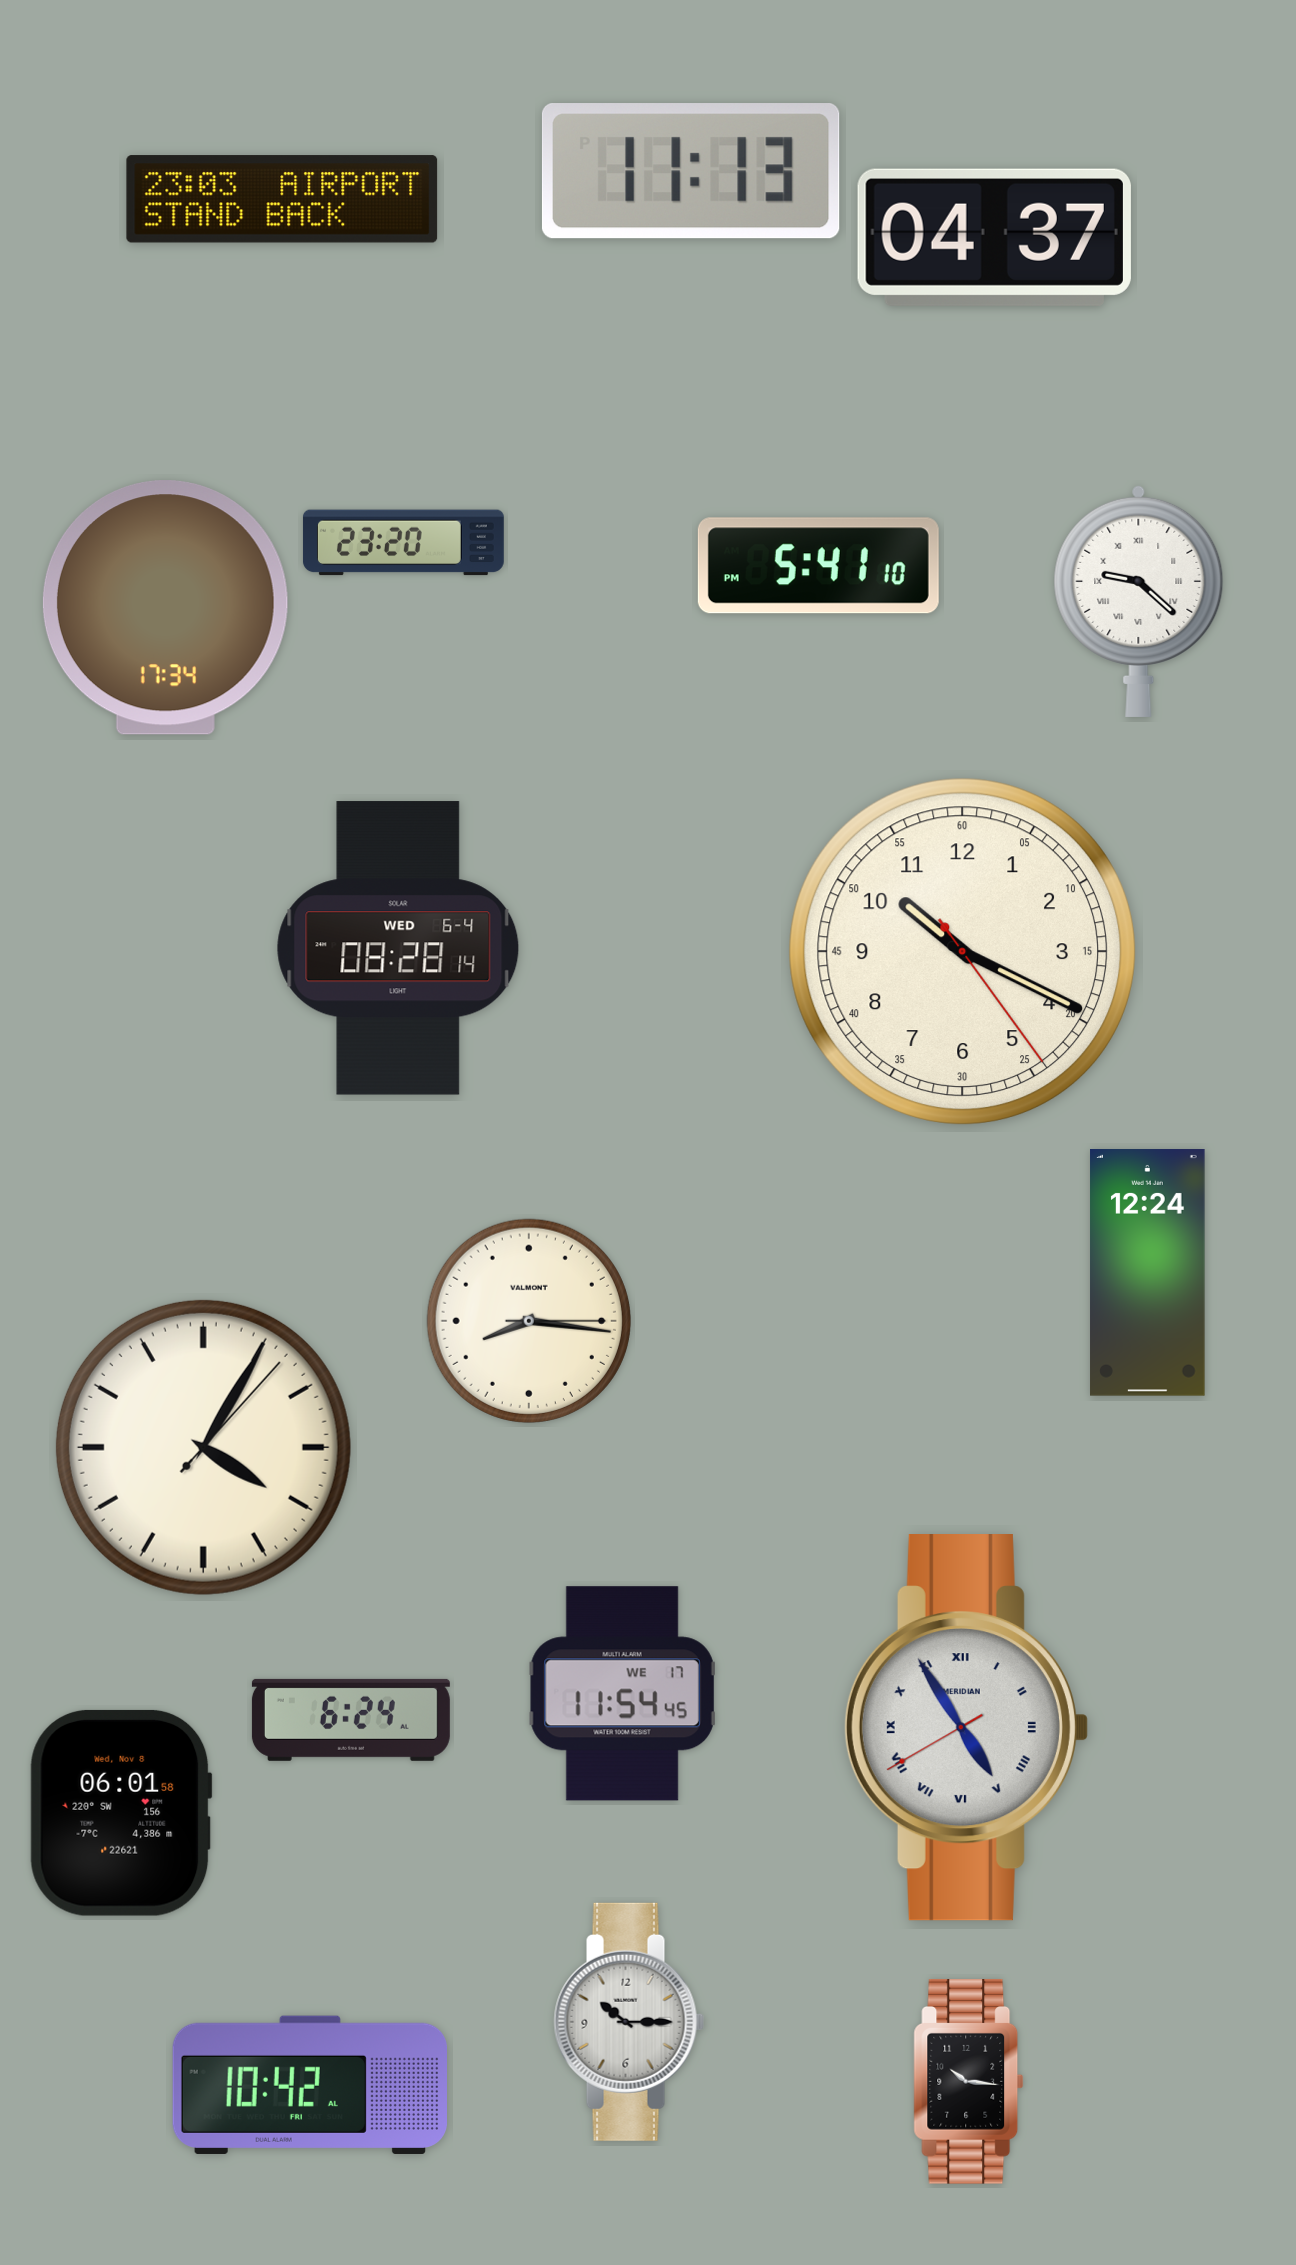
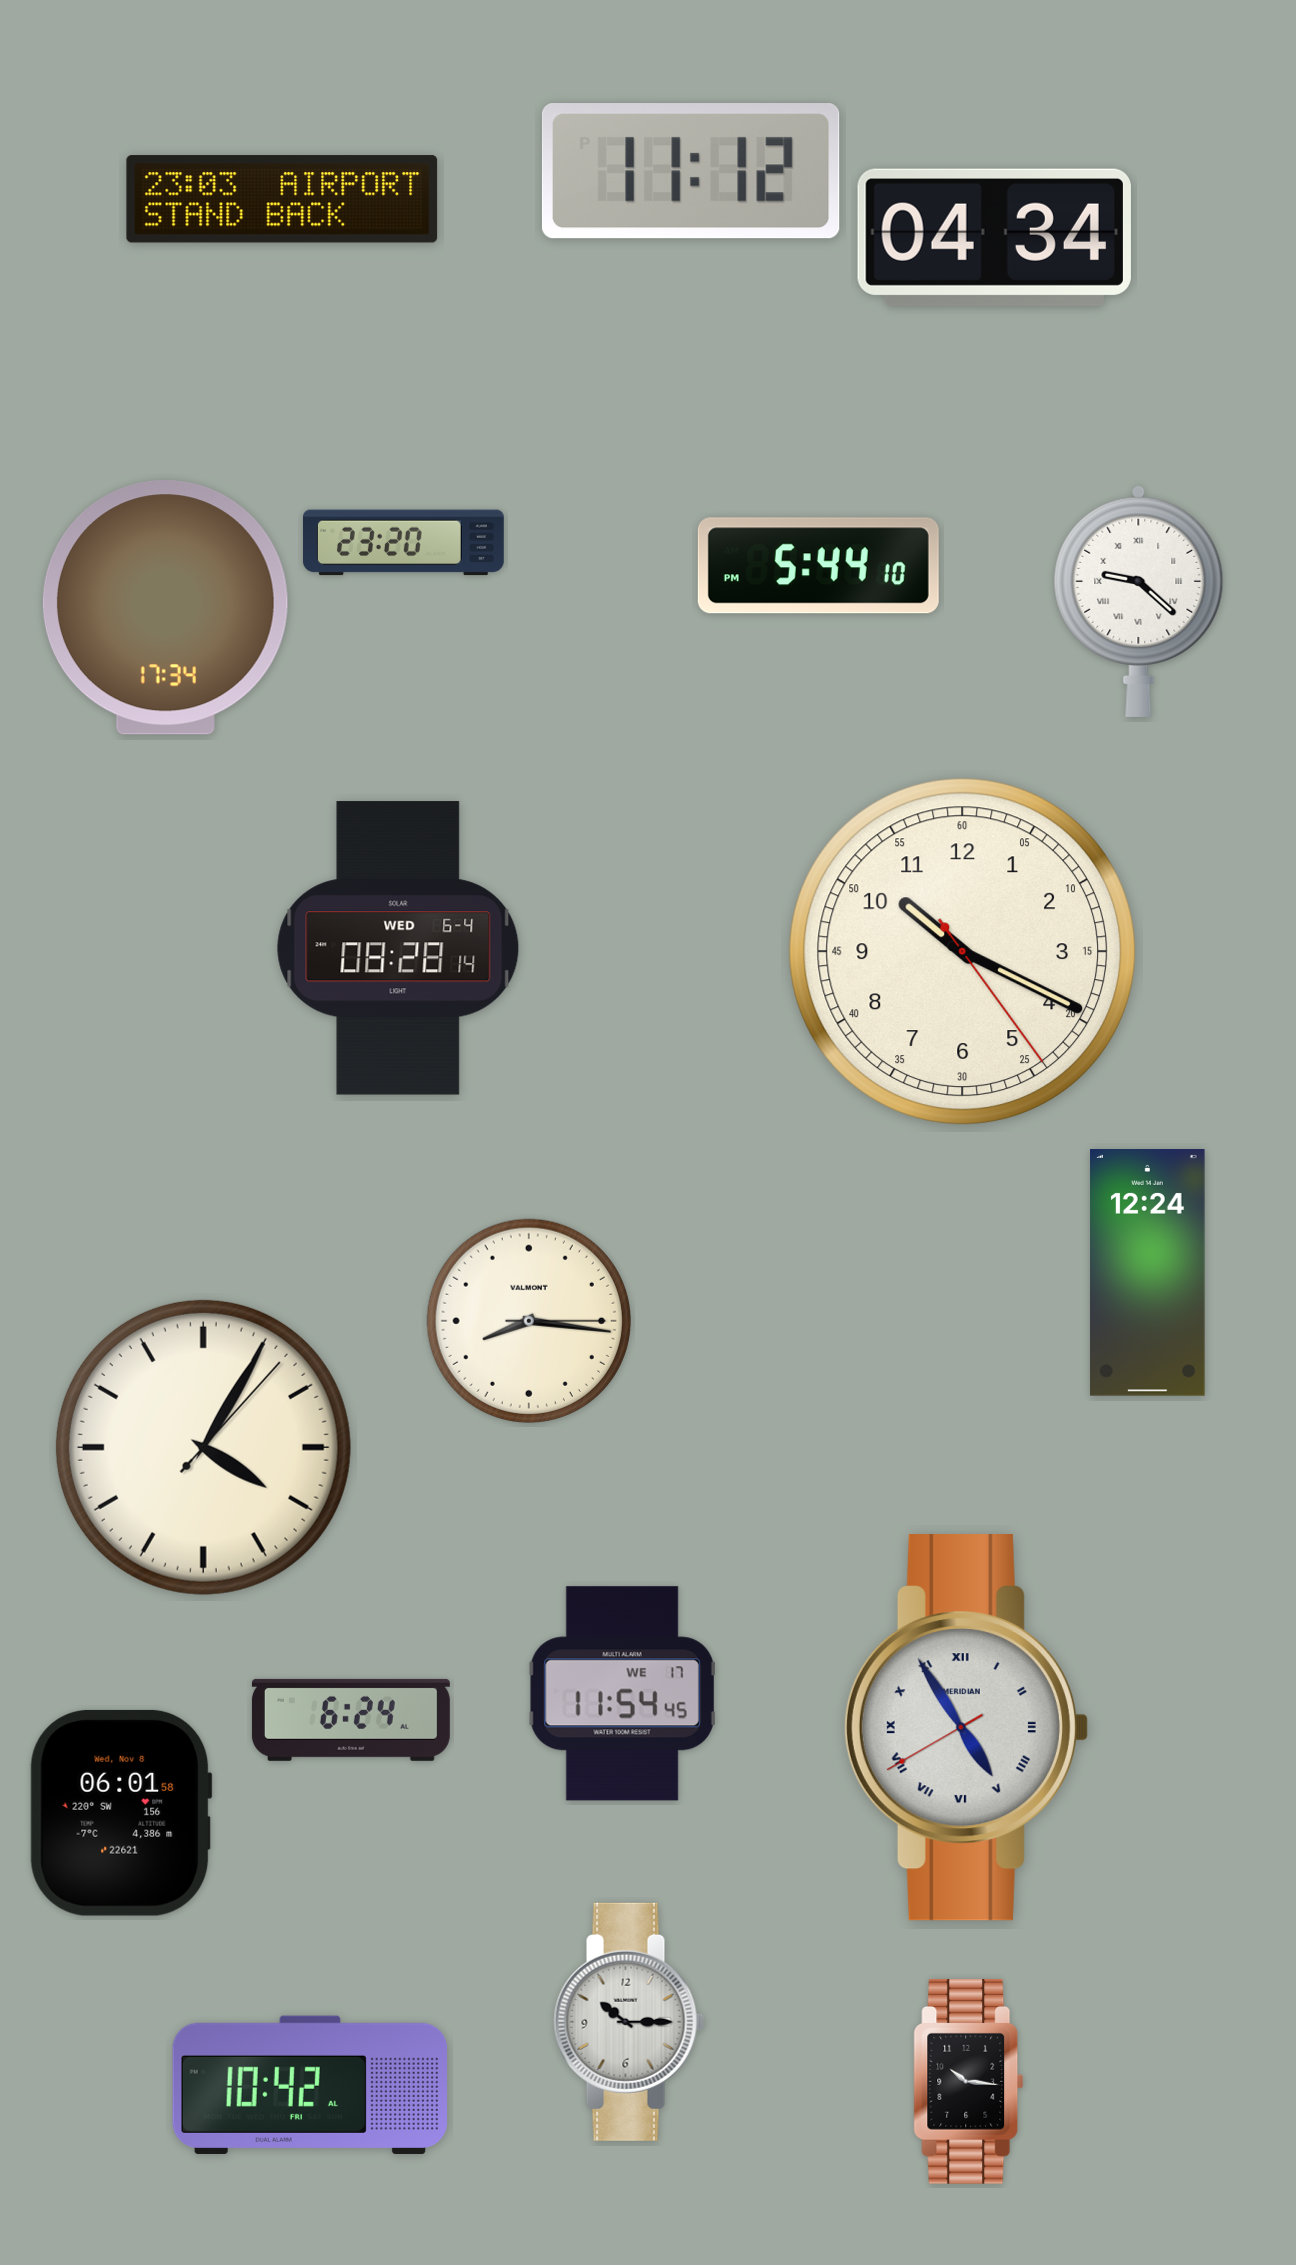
clock at (691, 171): 11:13 -> 11:12
clock at (994, 237): 04:37 -> 04:34
clock at (818, 566): 5:41 -> 5:44
